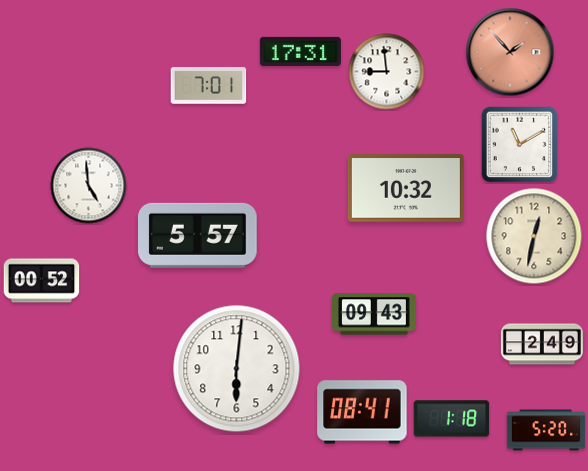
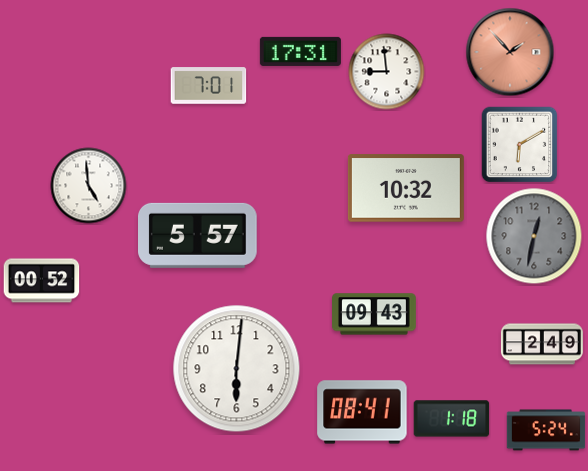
clock at (519, 145): 11:10 -> 6:10
clock at (534, 236) dial: cream -> grey
clock at (546, 430): 5:20 -> 5:24
